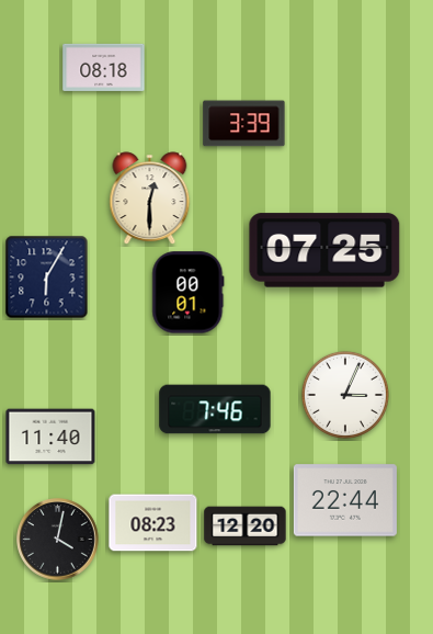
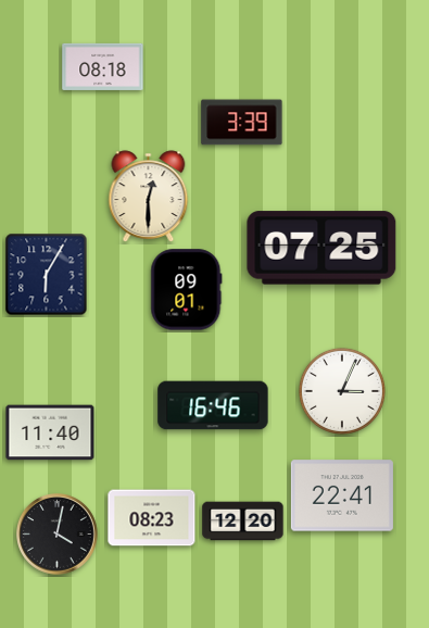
clock at (189, 293): 00:01 -> 09:01
clock at (215, 409): 7:46 -> 16:46
clock at (345, 500): 22:44 -> 22:41
